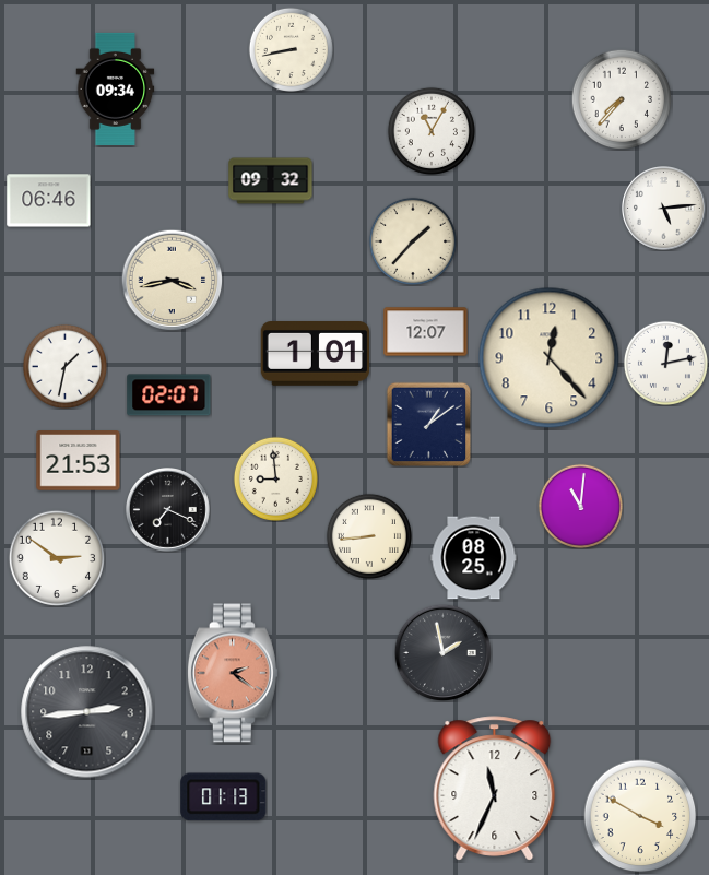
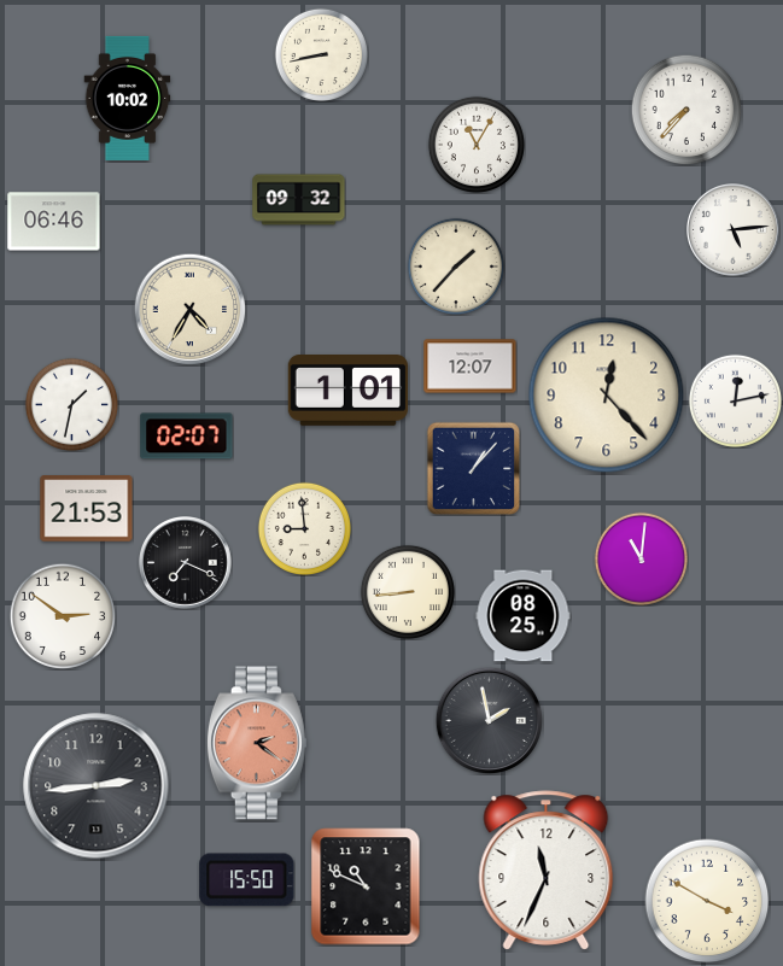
clock at (116, 88): 09:34 -> 10:02
clock at (172, 280): 3:43 -> 4:35
clock at (428, 424): 1:09 -> 1:07
clock at (224, 797): 01:13 -> 15:50
clock at (366, 886): none -> 10:49
